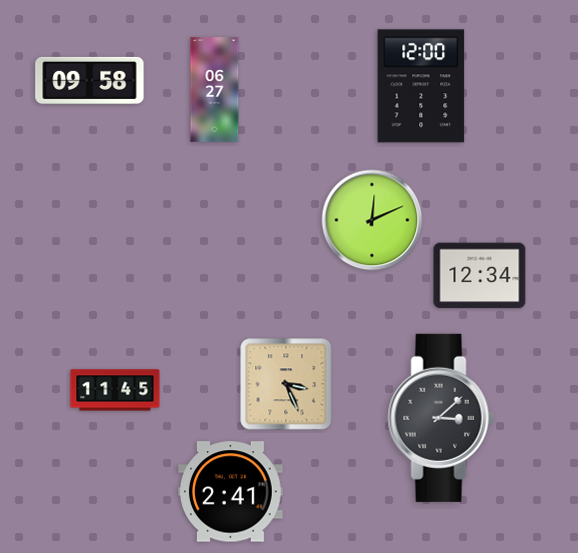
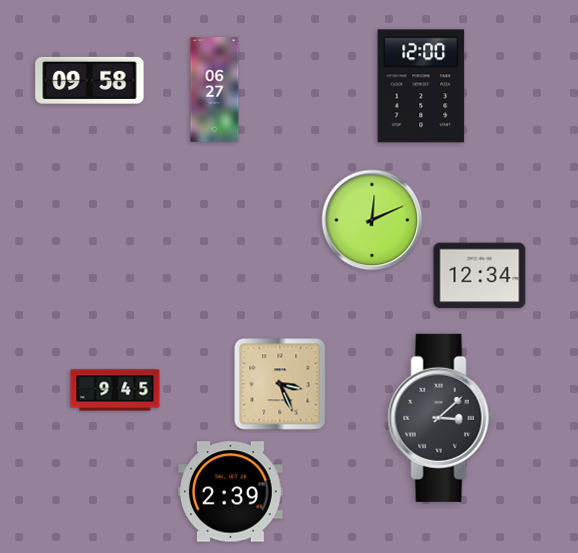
clock at (286, 384) position: (286, 384) -> (280, 384)
clock at (115, 390): 11:45 -> 9:45
clock at (231, 492): 2:41 -> 2:39
